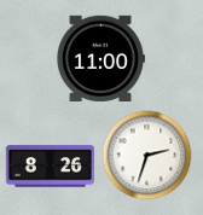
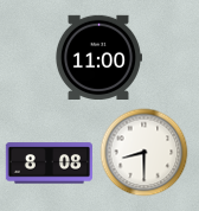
clock at (147, 156): 2:33 -> 8:30
clock at (50, 167): 8:26 -> 8:08
